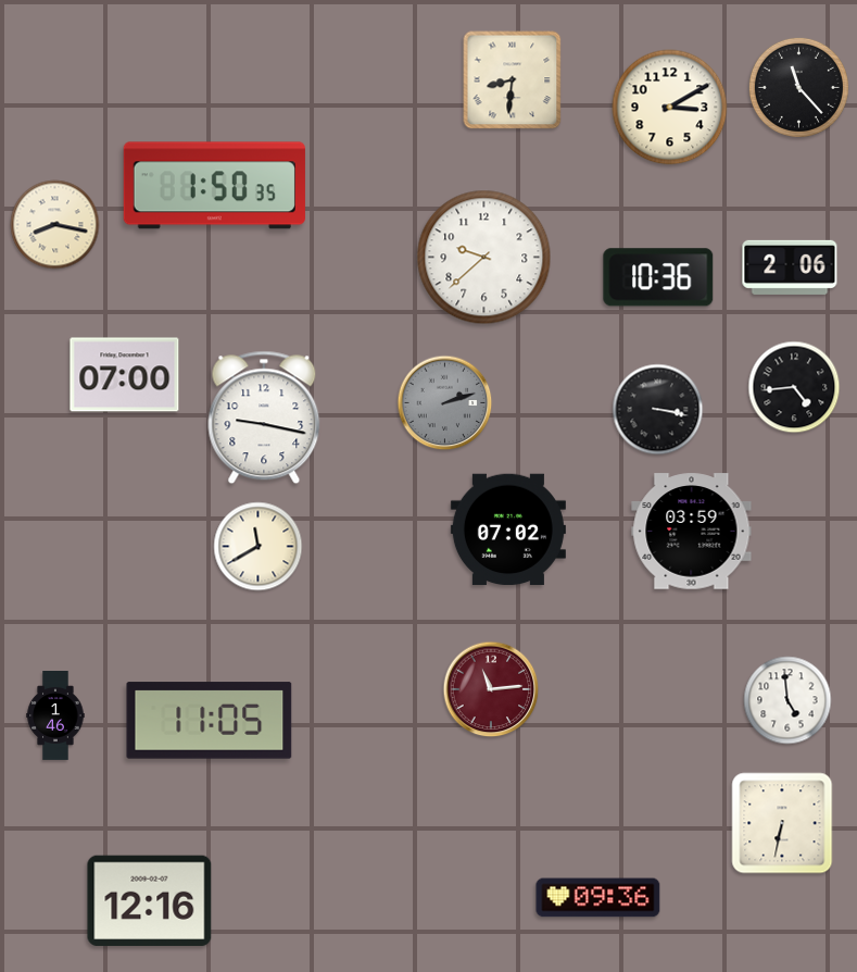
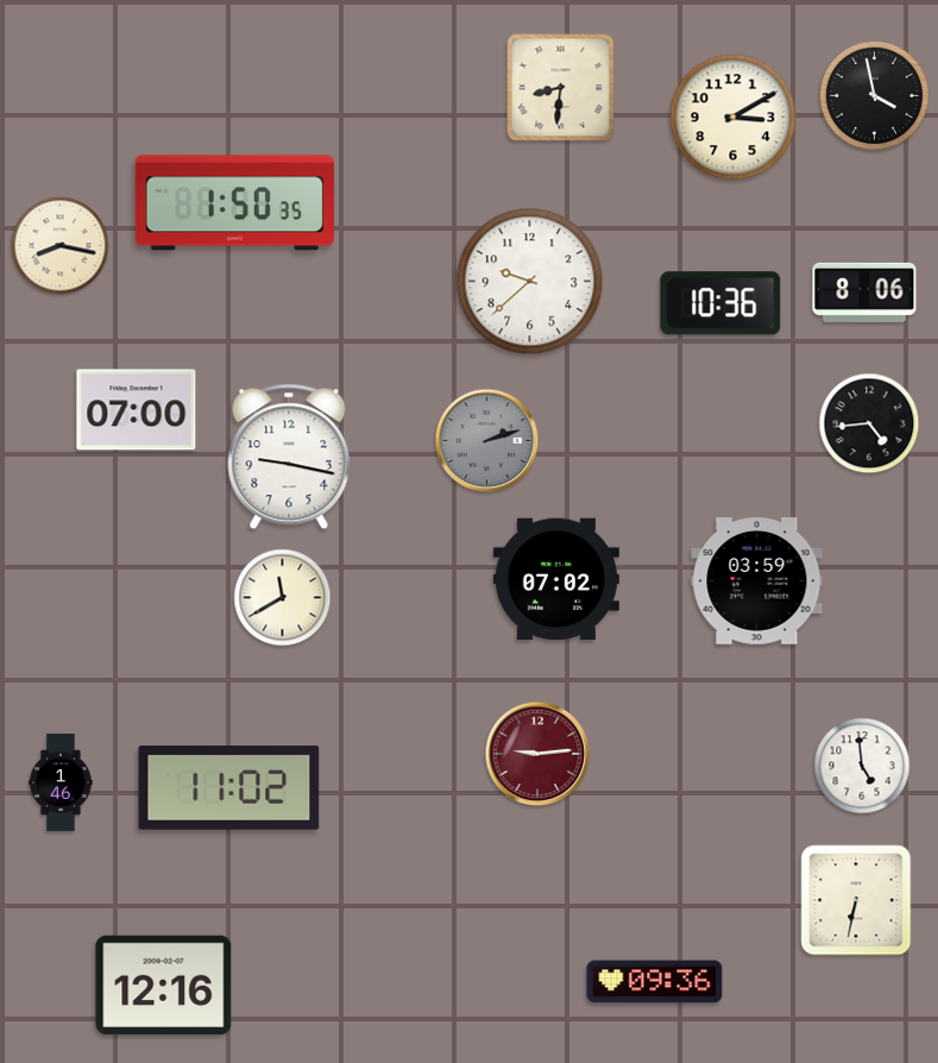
clock at (798, 87): 11:23 -> 3:58
clock at (790, 267): 2:06 -> 8:06
clock at (658, 410): 3:17 -> none
clock at (491, 689): 11:14 -> 9:14
clock at (210, 721): 11:05 -> 11:02
